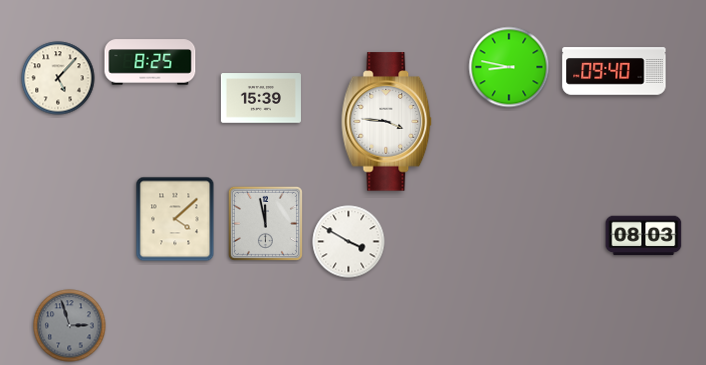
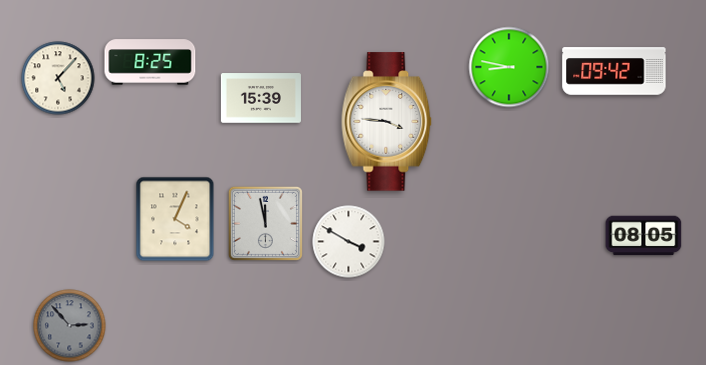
clock at (614, 71): 09:40 -> 09:42
clock at (175, 219): 4:08 -> 4:04
clock at (644, 236): 08:03 -> 08:05
clock at (70, 326): 2:57 -> 2:53
